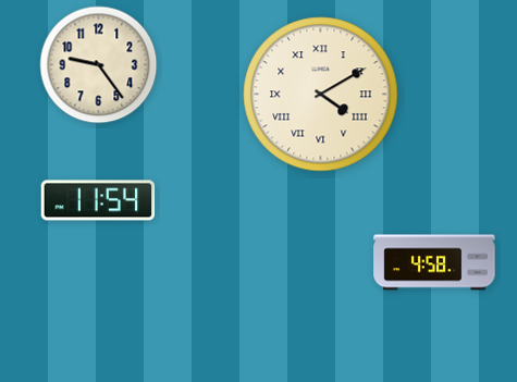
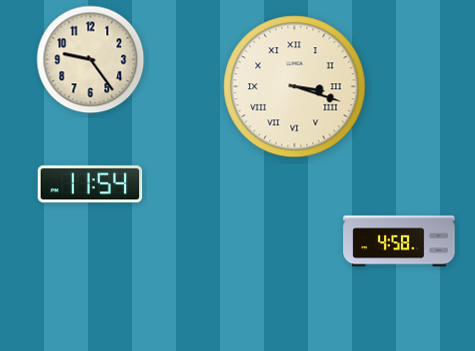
clock at (321, 95): 4:10 -> 3:18
